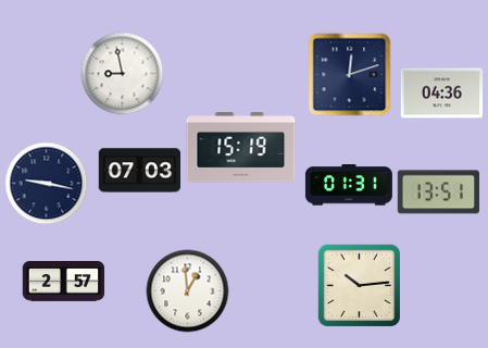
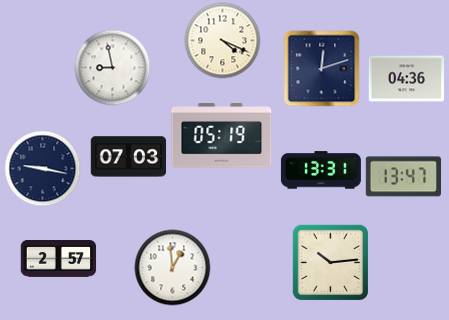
clock at (223, 41): none -> 4:19
clock at (442, 94) position: (442, 94) -> (407, 79)
clock at (241, 148): 15:19 -> 05:19
clock at (349, 185): 01:31 -> 13:31
clock at (438, 192): 13:51 -> 13:47
